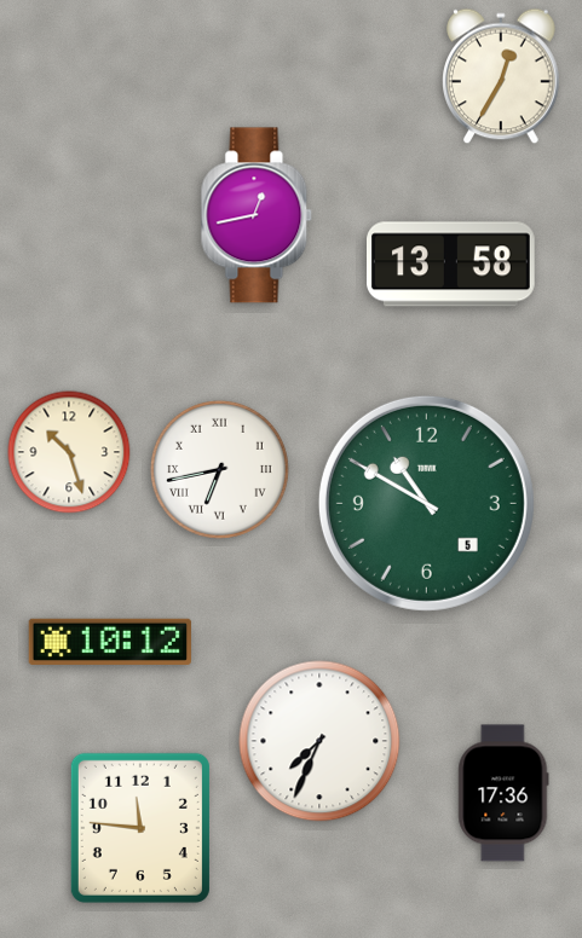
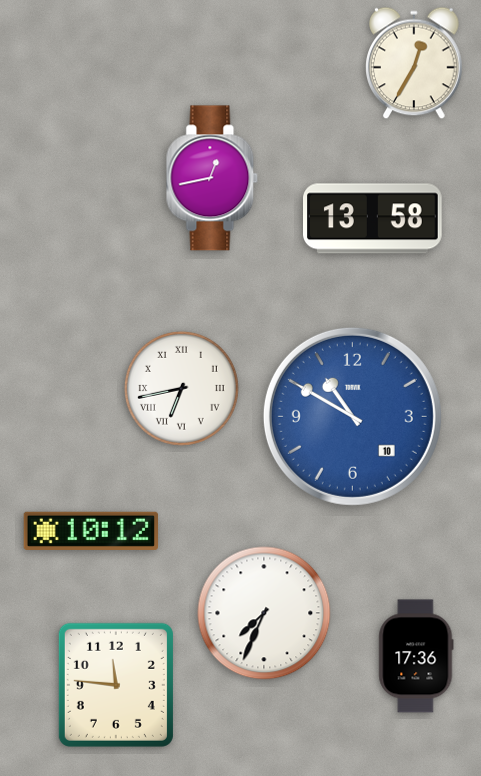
clock at (69, 452): 10:27 -> none
clock at (426, 503) date: 5 -> 10
clock at (426, 503) dial: green -> blue
